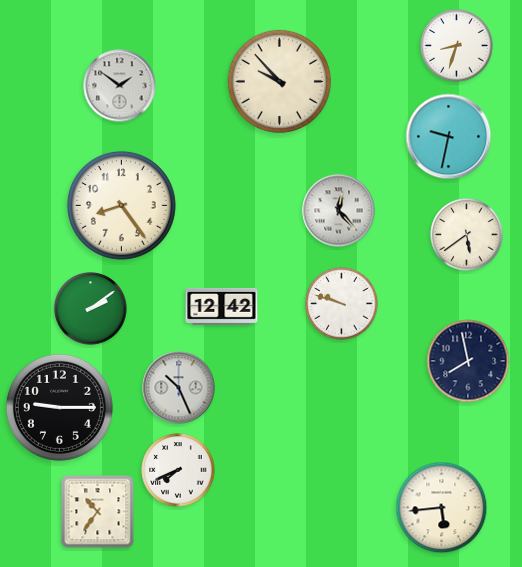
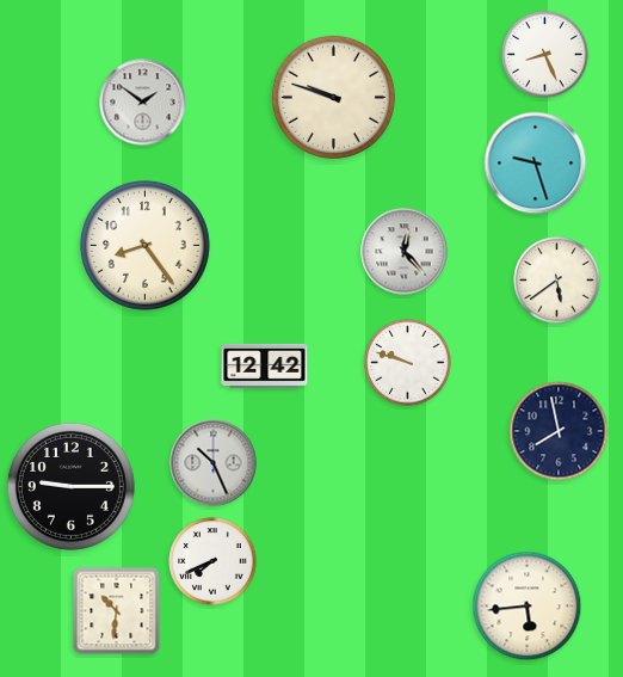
clock at (457, 46): 8:33 -> 8:26
clock at (279, 81): 9:53 -> 9:48
clock at (449, 137): 9:32 -> 9:27
clock at (91, 309): 2:09 -> none
clock at (98, 512): 10:36 -> 10:31
